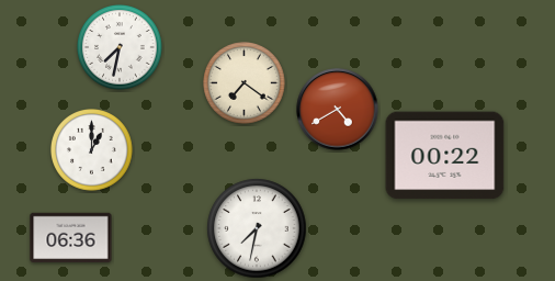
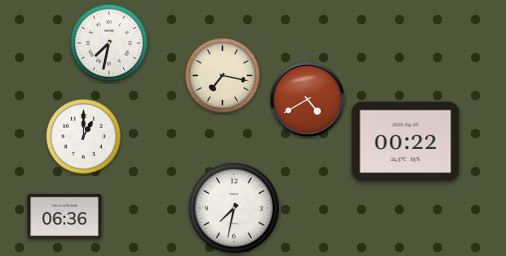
clock at (245, 83): 7:21 -> 7:17
